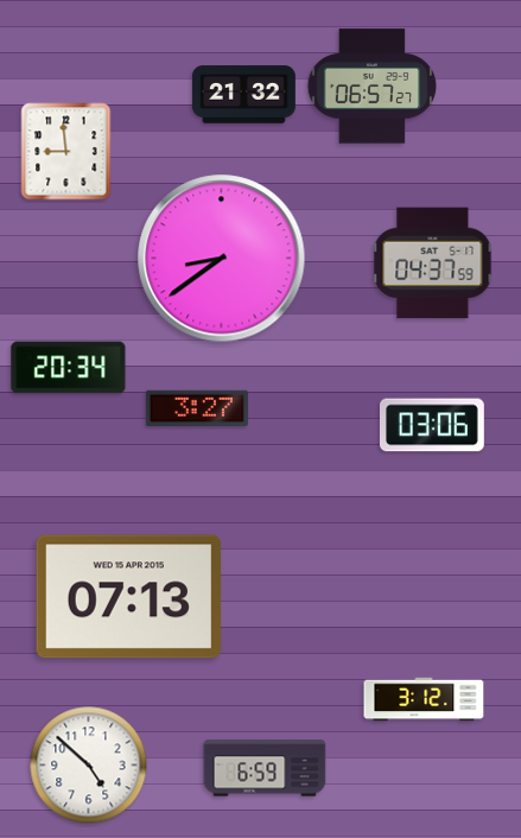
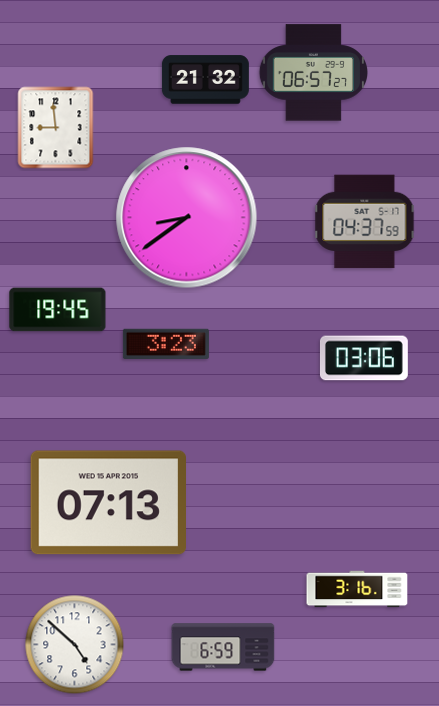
clock at (69, 368): 20:34 -> 19:45
clock at (197, 408): 3:27 -> 3:23
clock at (424, 699): 3:12 -> 3:16
